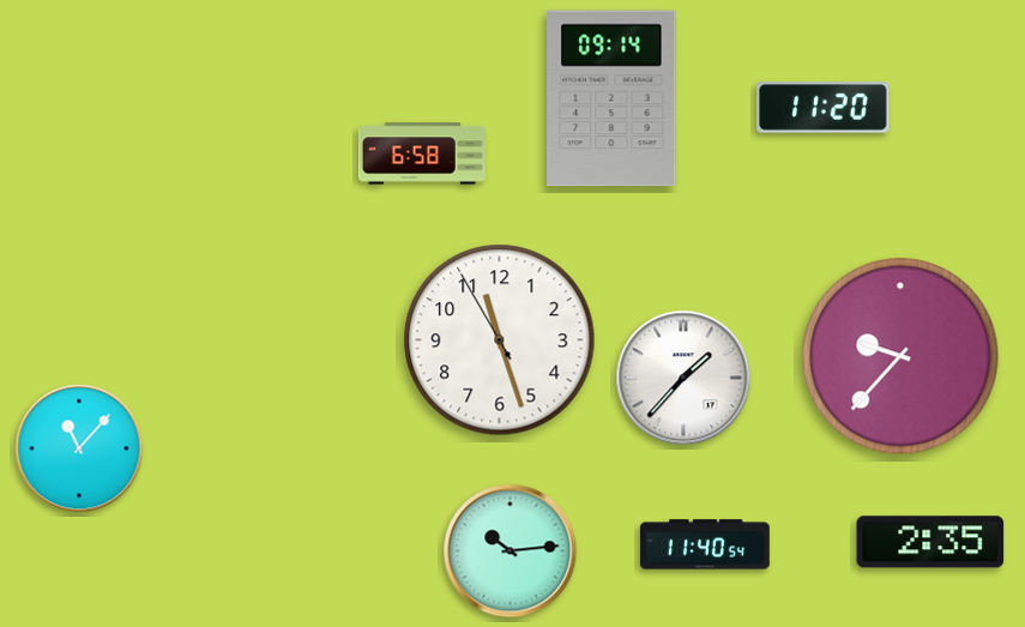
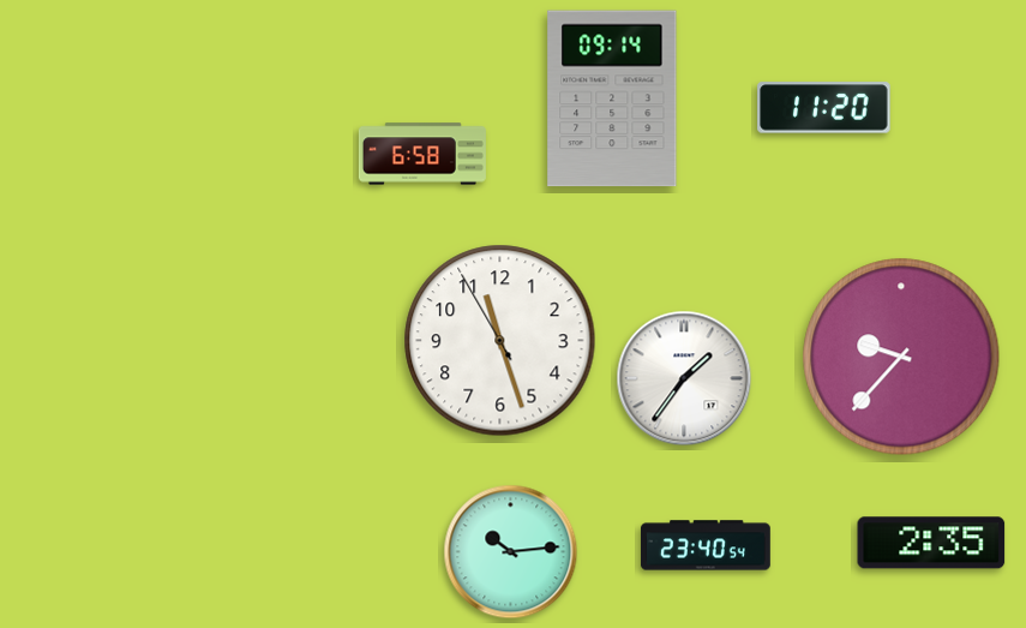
clock at (683, 378): 1:37 -> 1:36
clock at (79, 448): 11:07 -> none
clock at (705, 544): 11:40 -> 23:40
